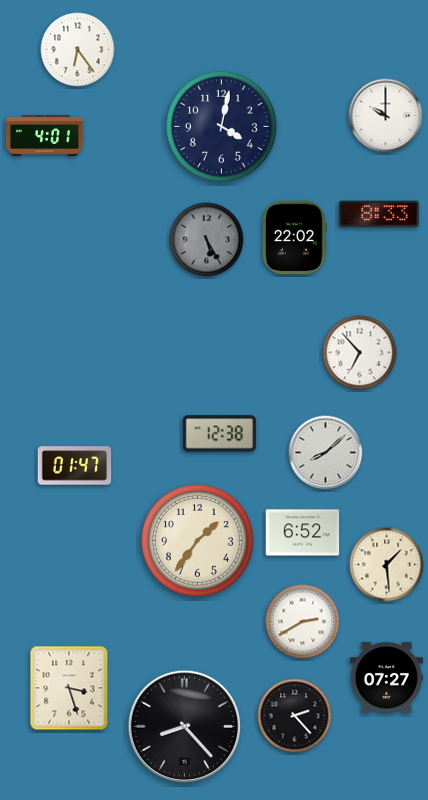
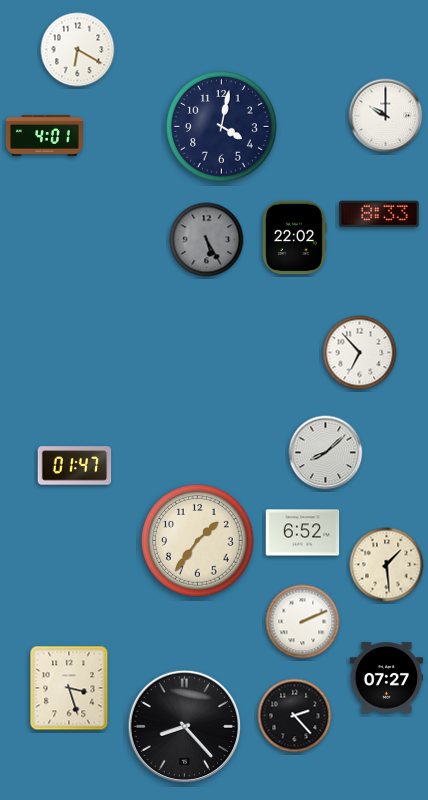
clock at (78, 50): 6:24 -> 6:20
clock at (220, 434): 12:38 -> none
clock at (303, 622): 2:40 -> 2:11
